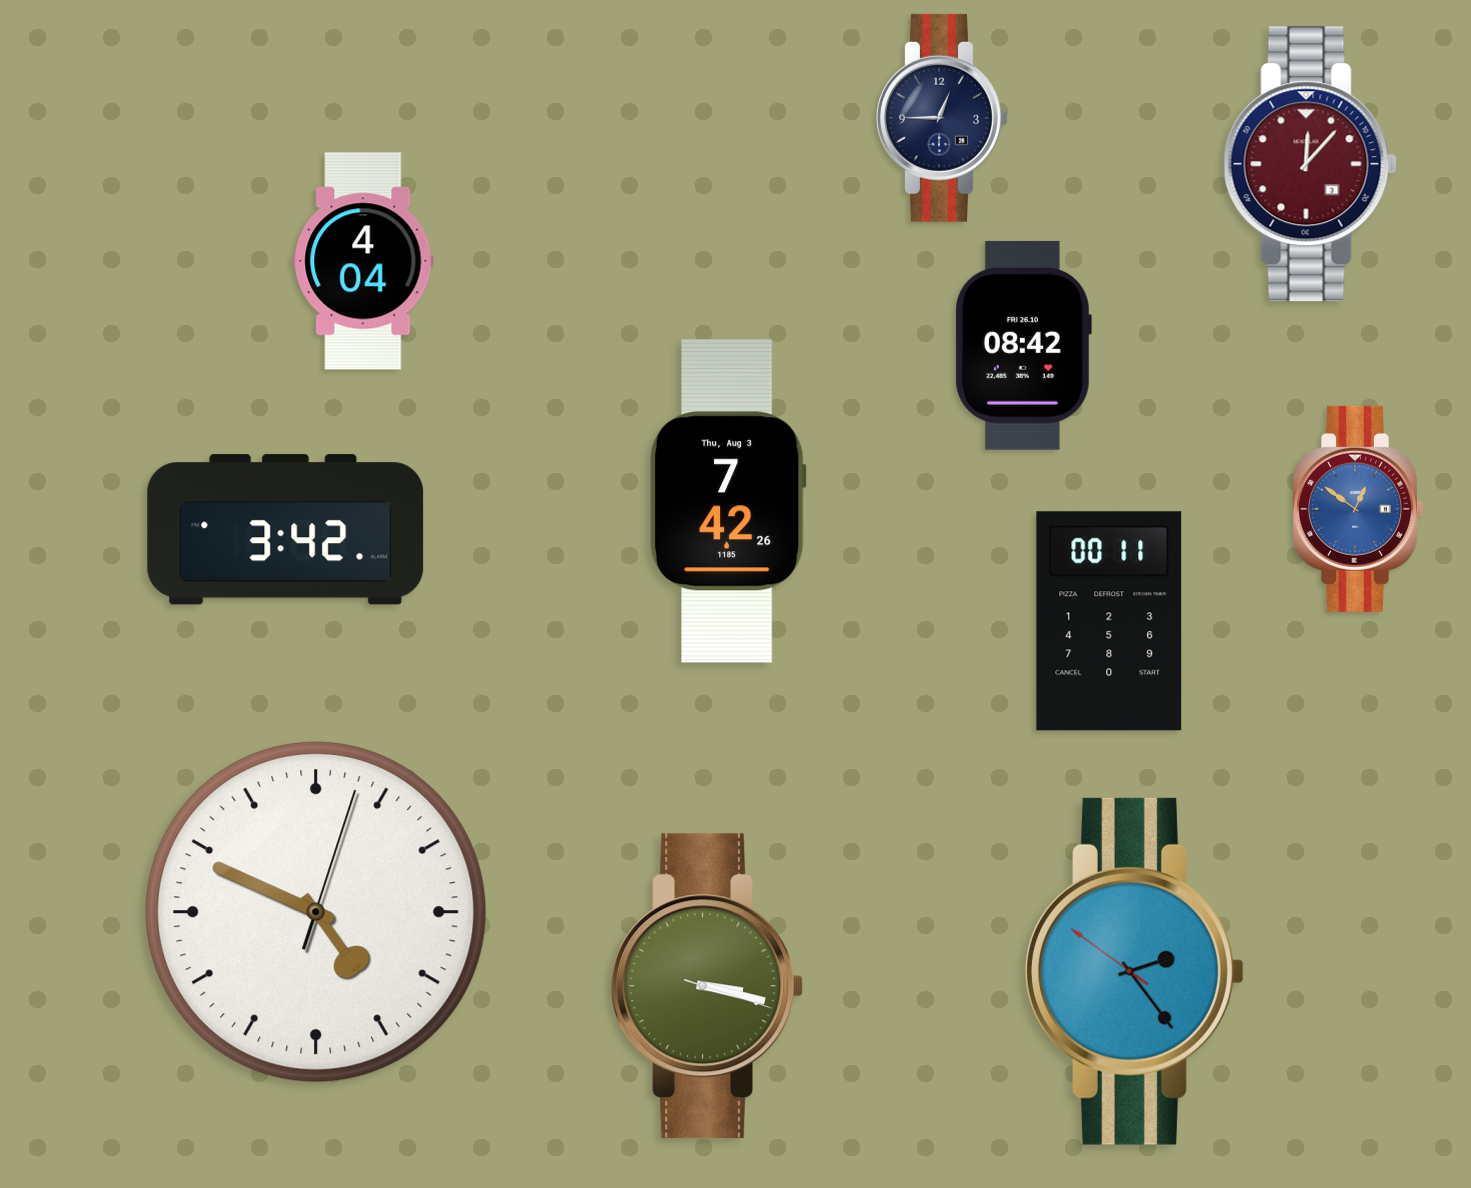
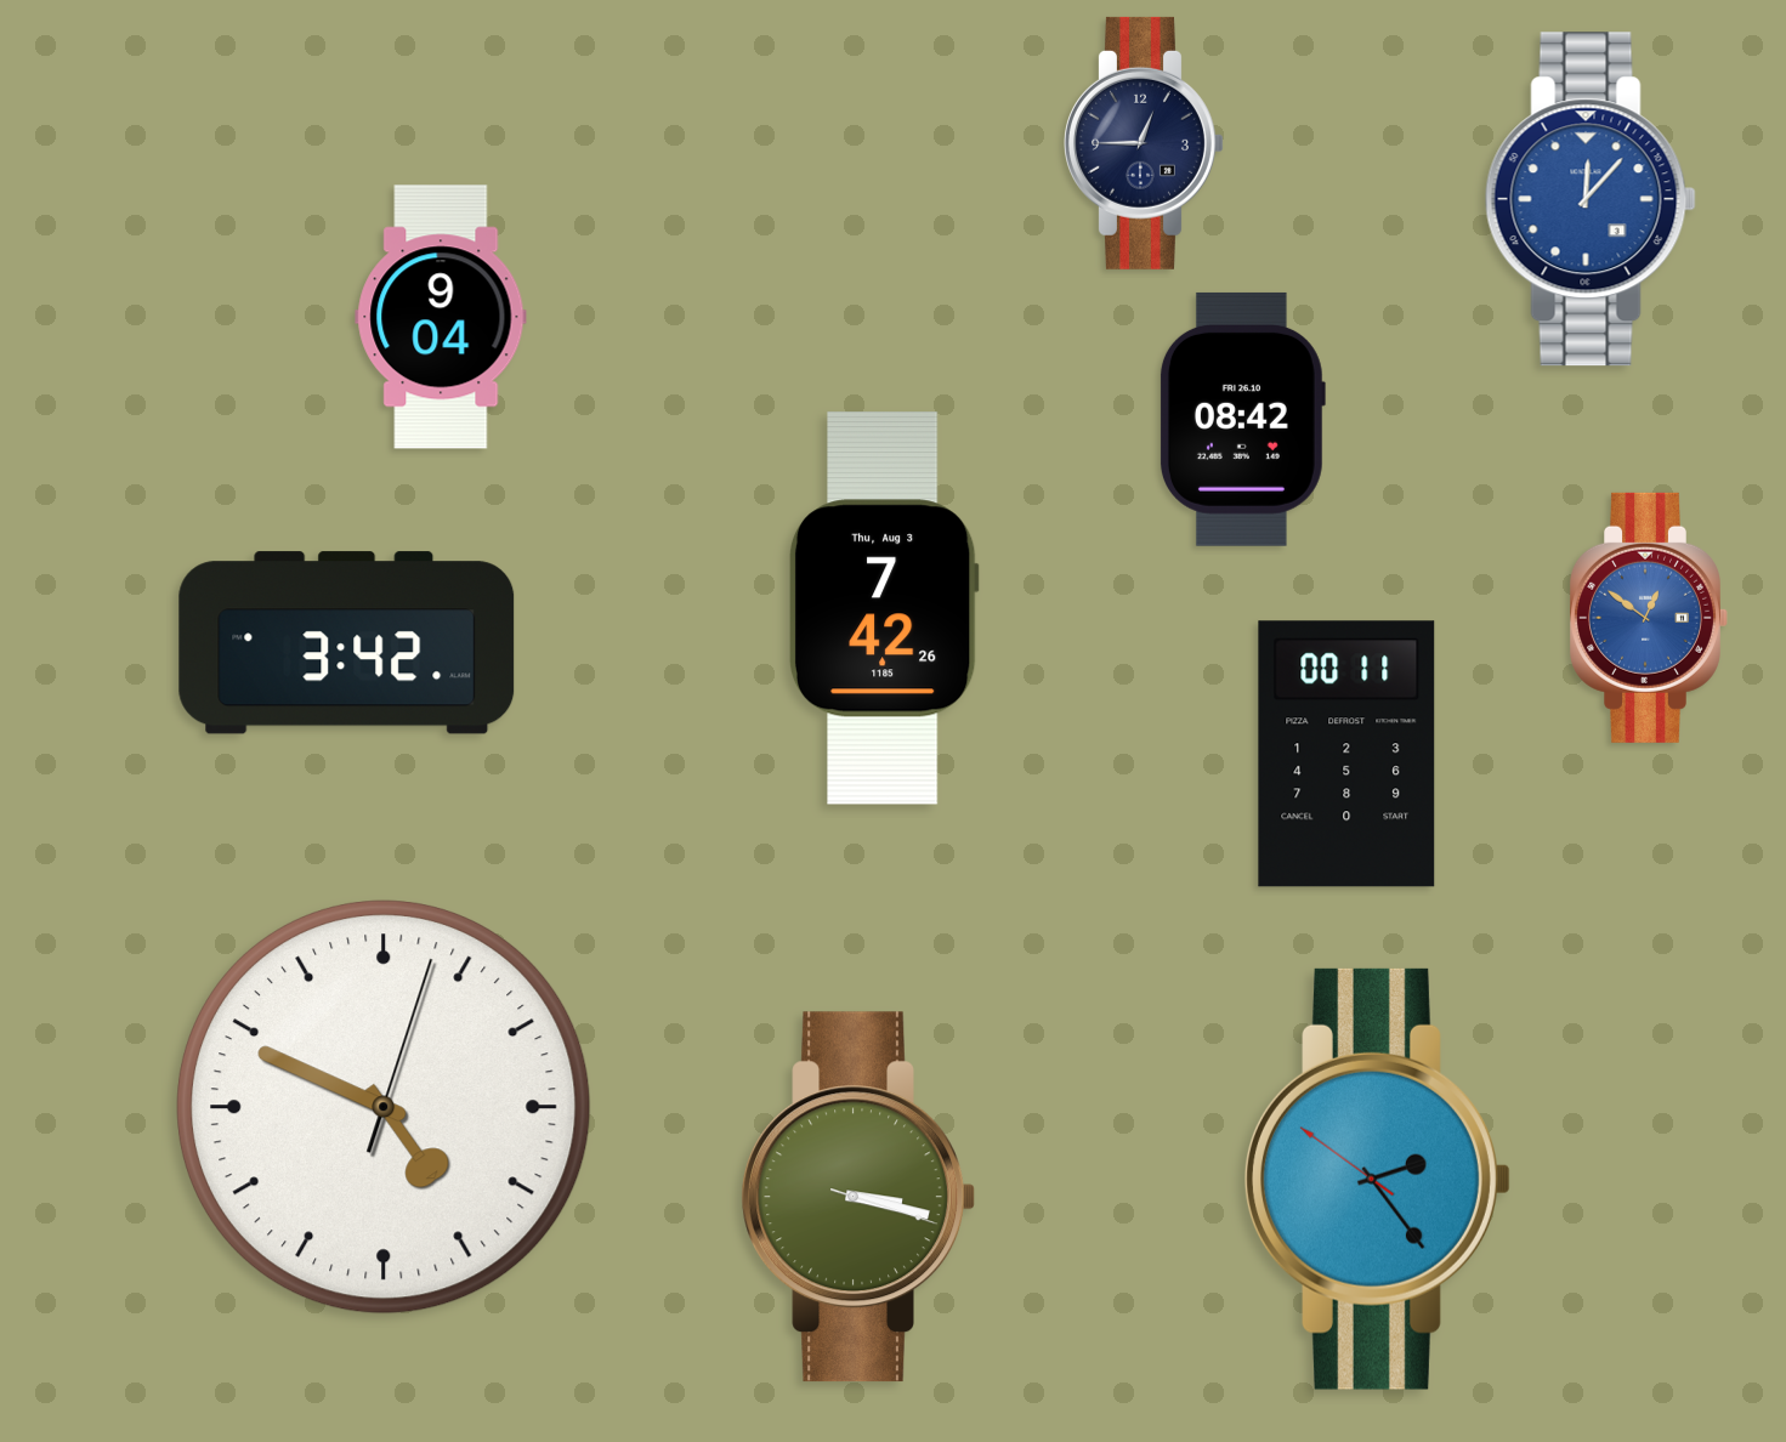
clock at (1310, 164) dial: burgundy -> blue
clock at (363, 261): 4:04 -> 9:04
